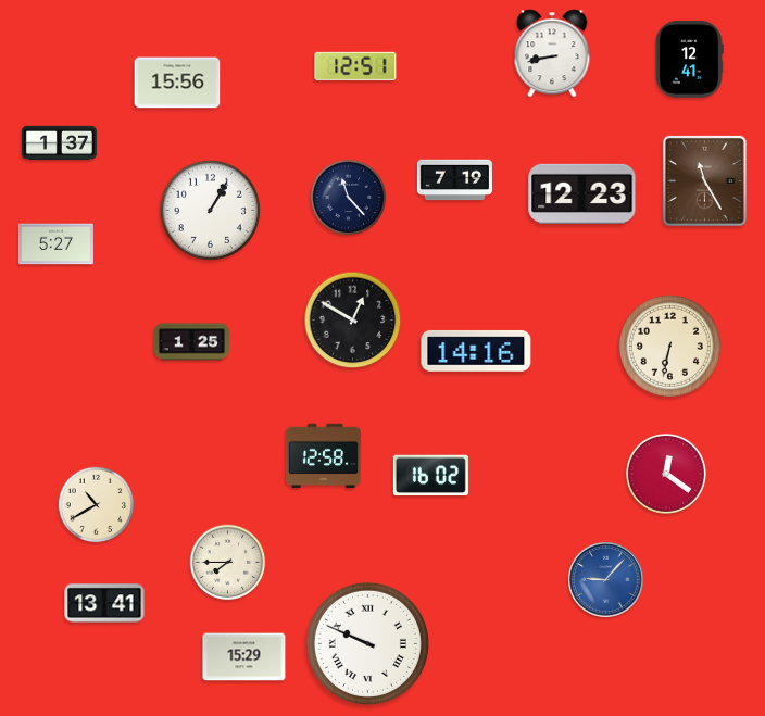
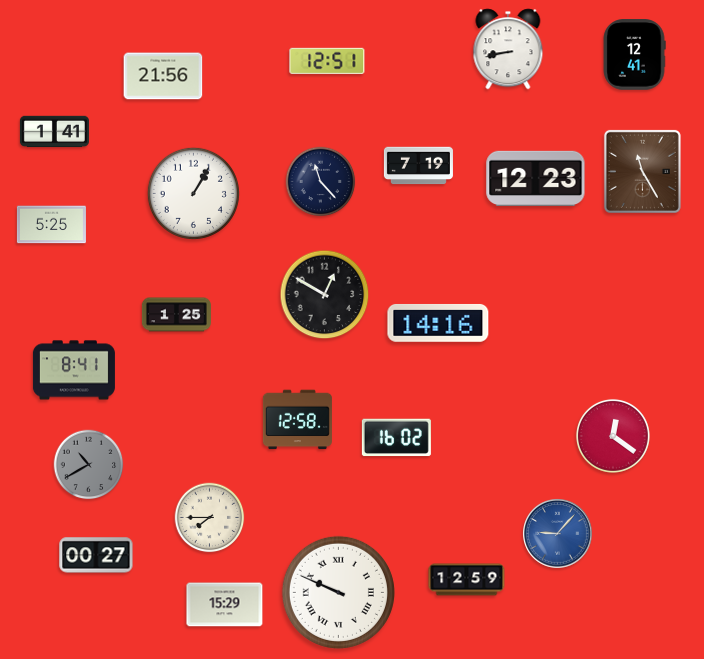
clock at (177, 83): 15:56 -> 21:56
clock at (59, 143): 1:37 -> 1:41
clock at (704, 180) position: (704, 180) -> (642, 171)
clock at (55, 244): 5:27 -> 5:25
clock at (669, 346): 6:32 -> none
clock at (74, 370): none -> 8:41
clock at (97, 505) dial: cream -> grey
clock at (104, 603): 13:41 -> 00:27
clock at (467, 580): none -> 12:59
